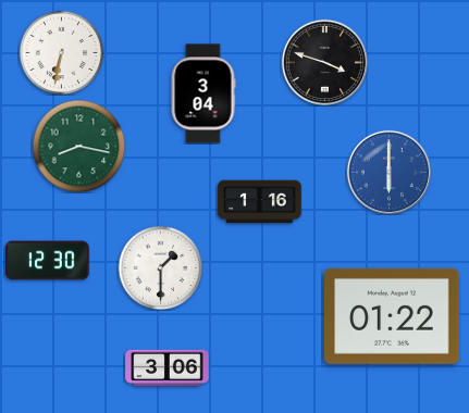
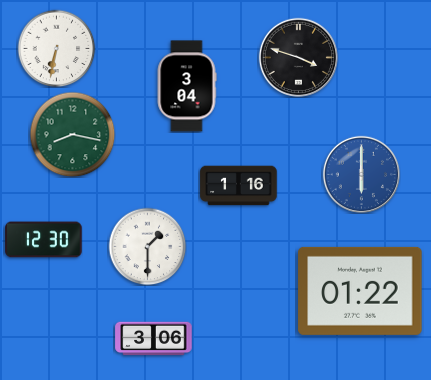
clock at (388, 172) position: (388, 172) -> (361, 174)
